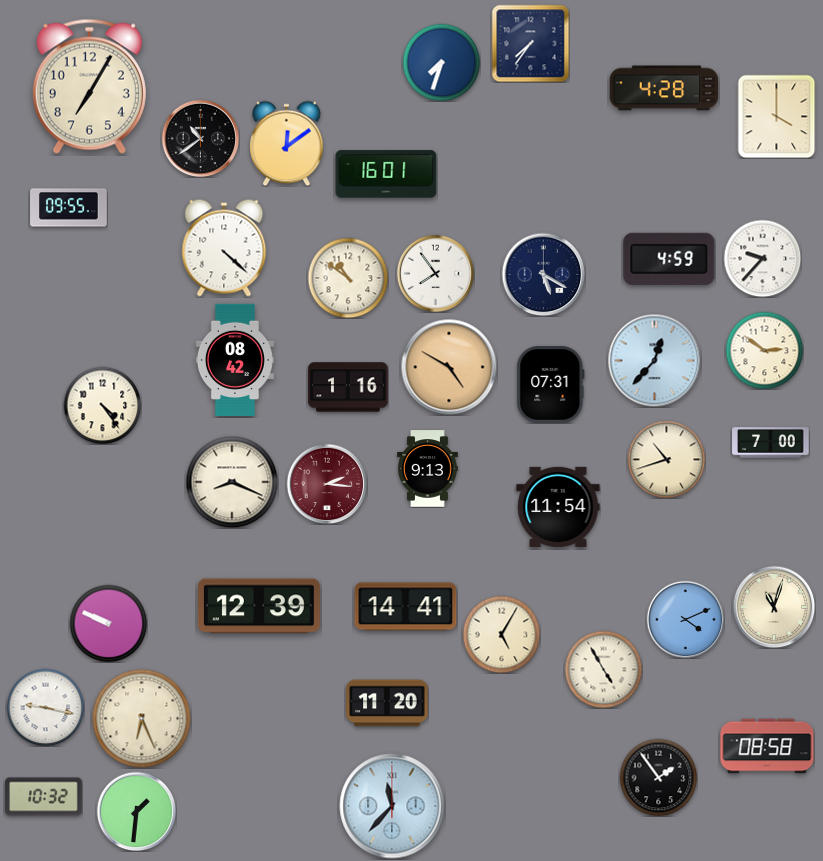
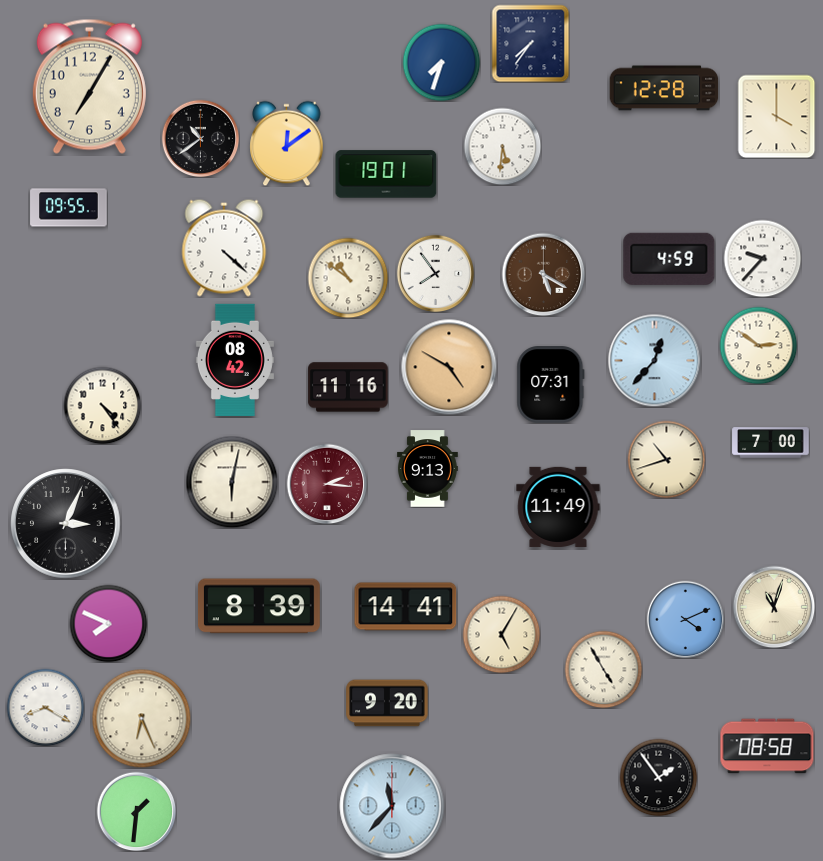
clock at (664, 88): 4:28 -> 12:28
clock at (502, 146): none -> 5:31
clock at (386, 174): 16:01 -> 19:01
clock at (543, 274) dial: navy -> brown
clock at (764, 350) position: (764, 350) -> (758, 345)
clock at (348, 387): 1:16 -> 11:16
clock at (232, 482): 8:19 -> 6:02
clock at (558, 507): 11:54 -> 11:49
clock at (66, 524): none -> 3:04
clock at (259, 606): 12:39 -> 8:39
clock at (108, 623): 9:49 -> 7:49
clock at (387, 703): 11:20 -> 9:20
clock at (45, 707): 9:17 -> 8:20
clock at (44, 797): 10:32 -> none
